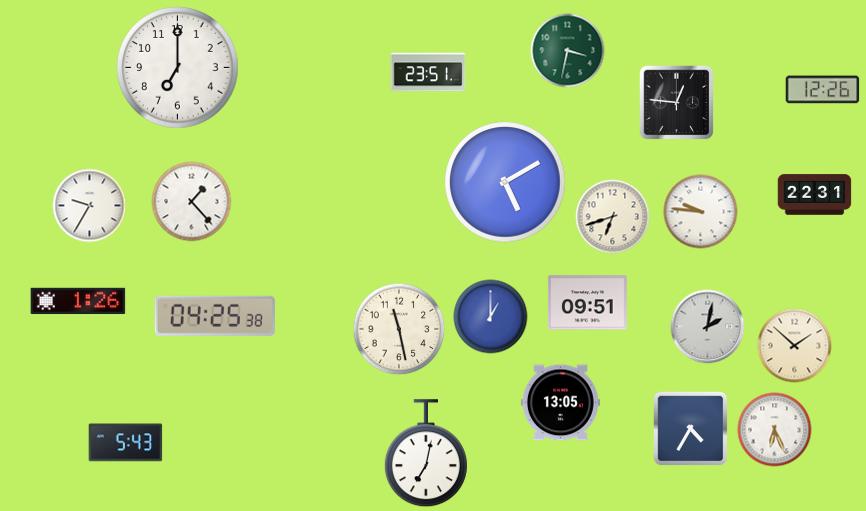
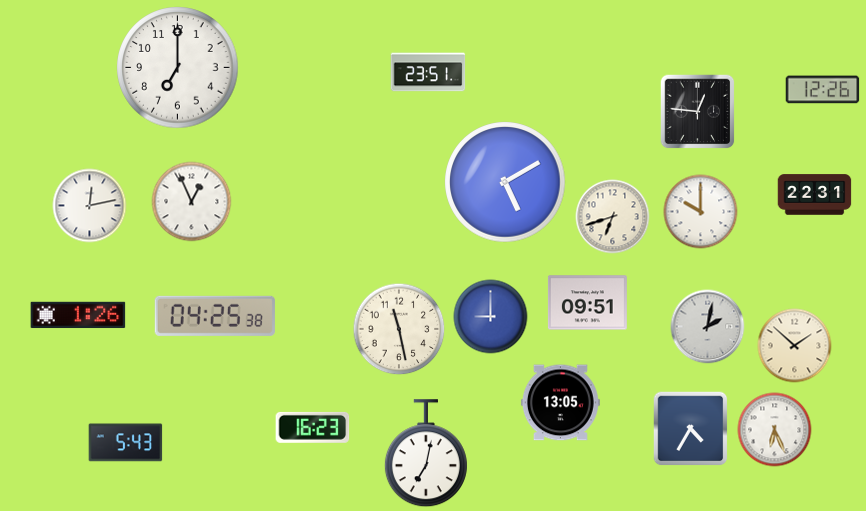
clock at (568, 51): 3:32 -> none
clock at (677, 103) position: (677, 103) -> (698, 112)
clock at (192, 202): 1:23 -> 12:56
clock at (90, 206): 9:35 -> 12:13
clock at (701, 212): 9:46 -> 10:00
clock at (78, 301) position: (78, 301) -> (78, 315)
clock at (491, 317): 1:00 -> 9:00
clock at (313, 427): none -> 16:23
